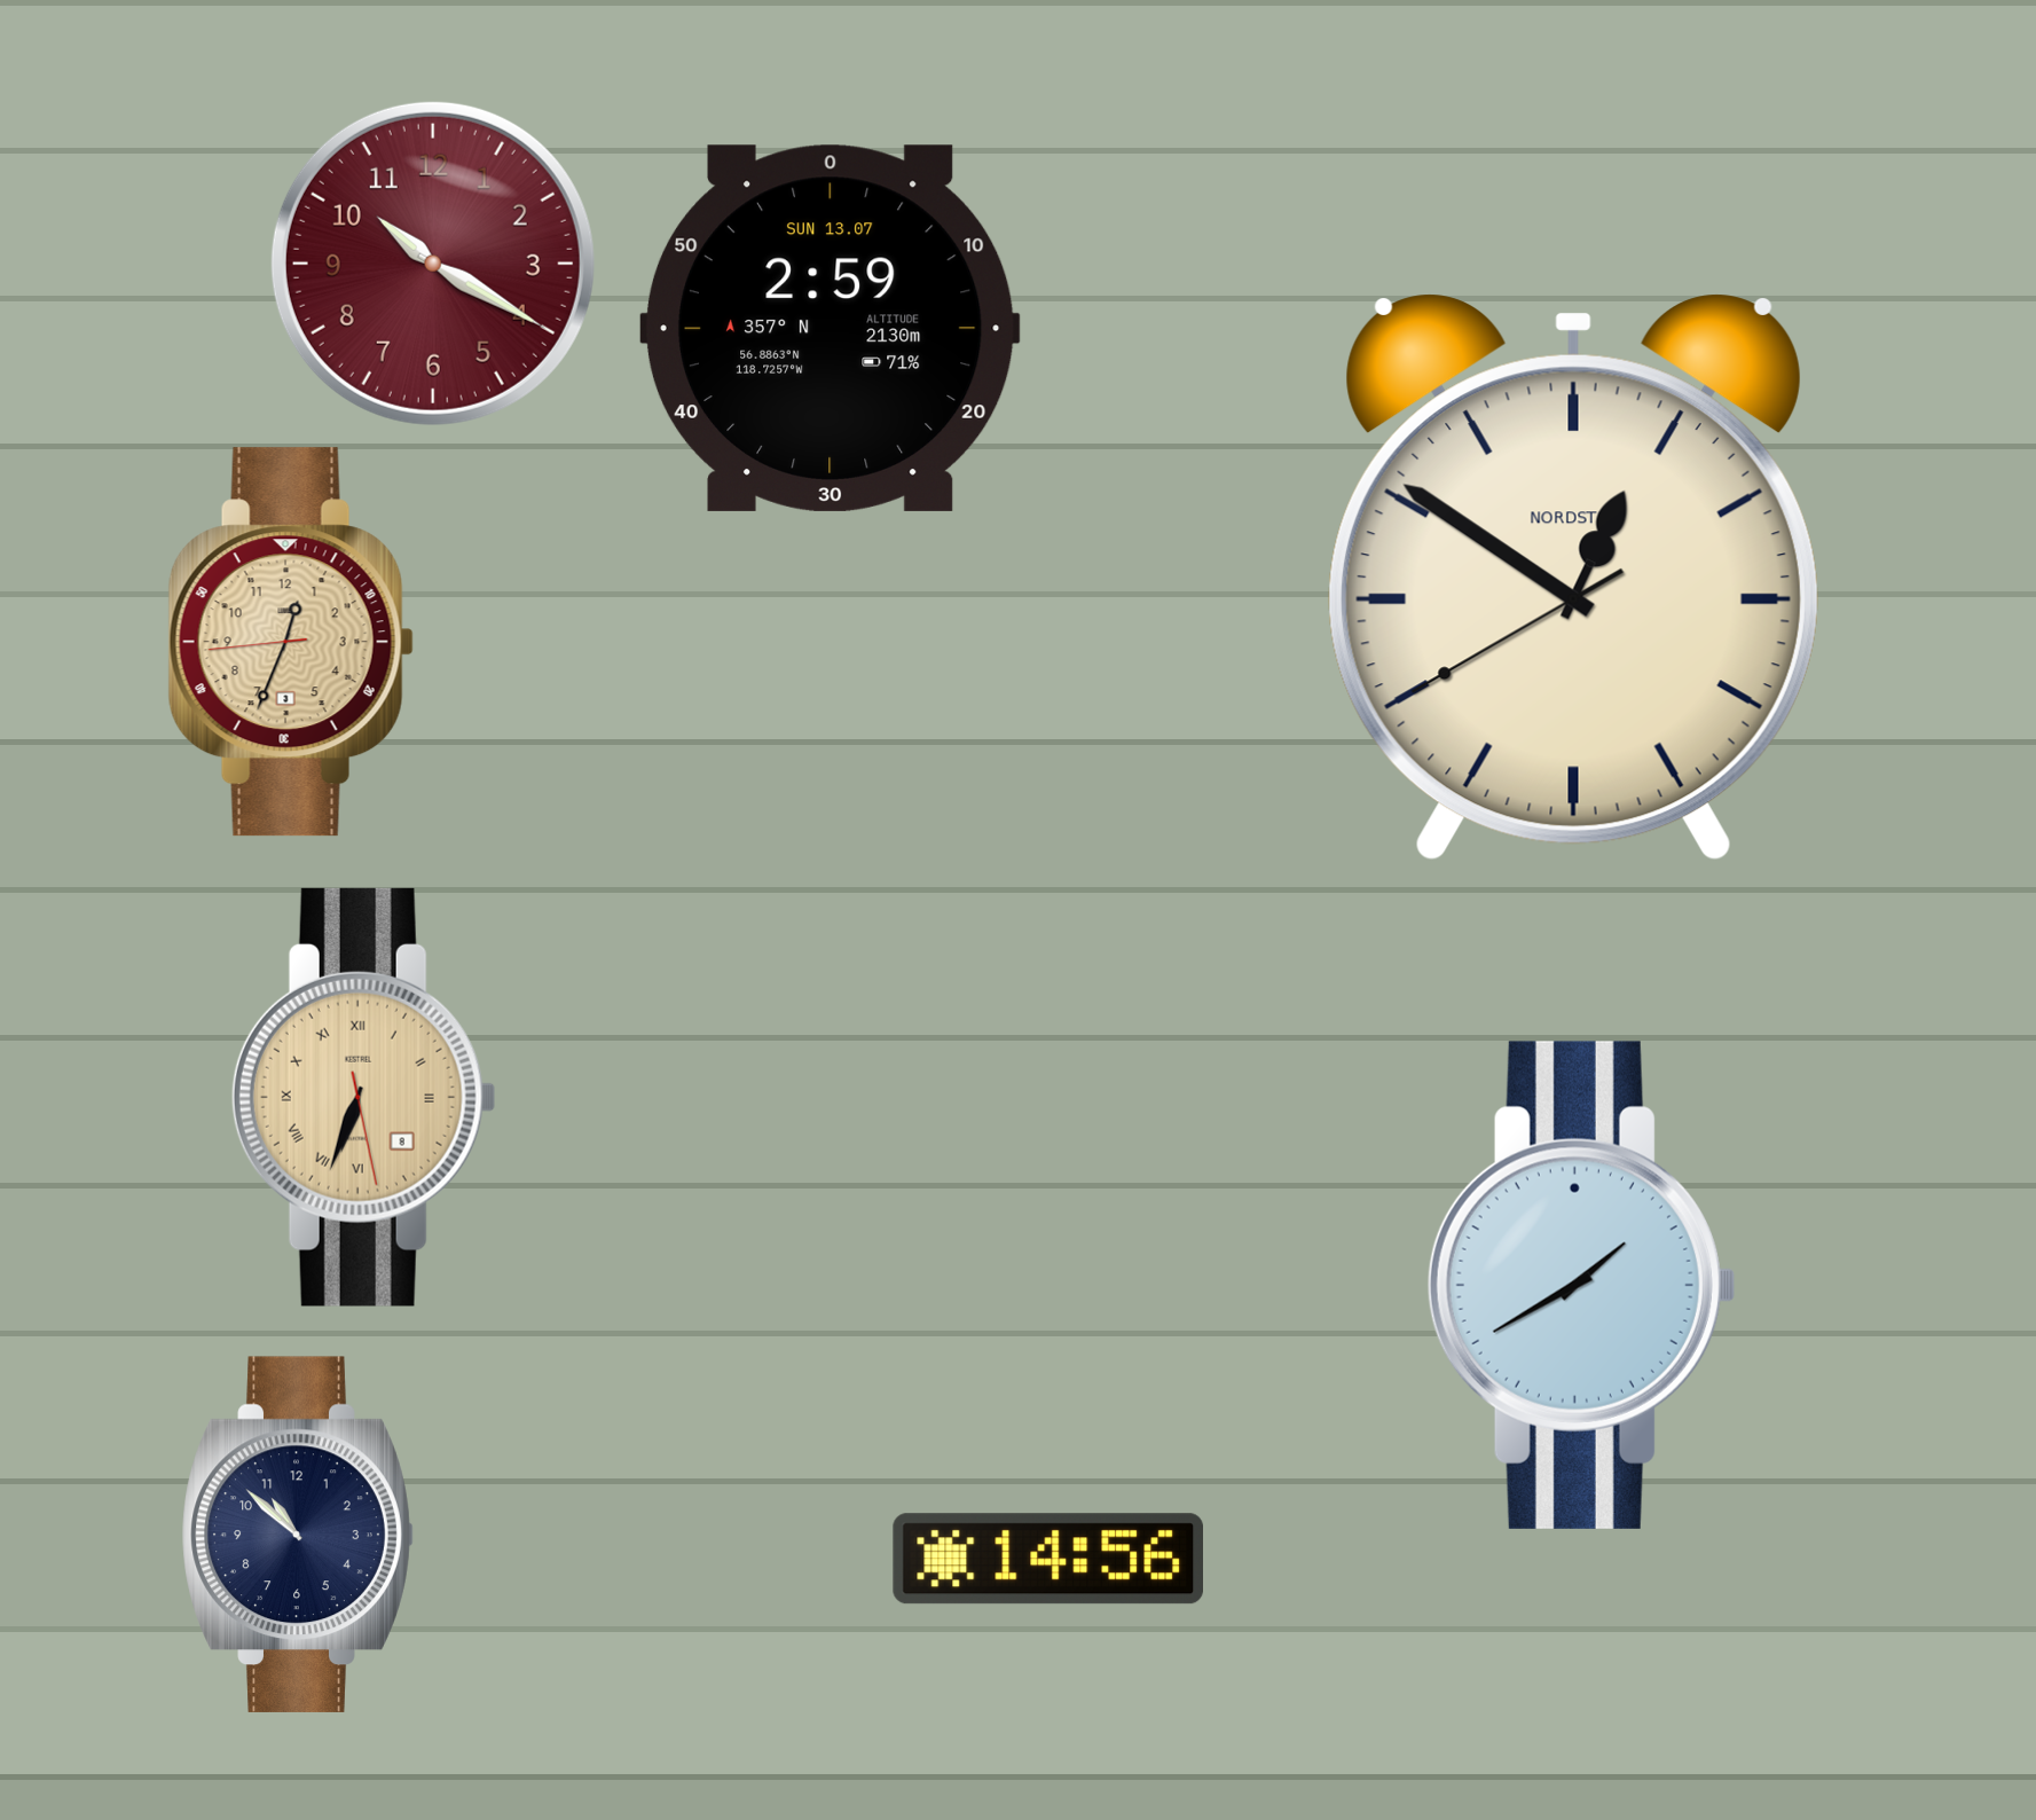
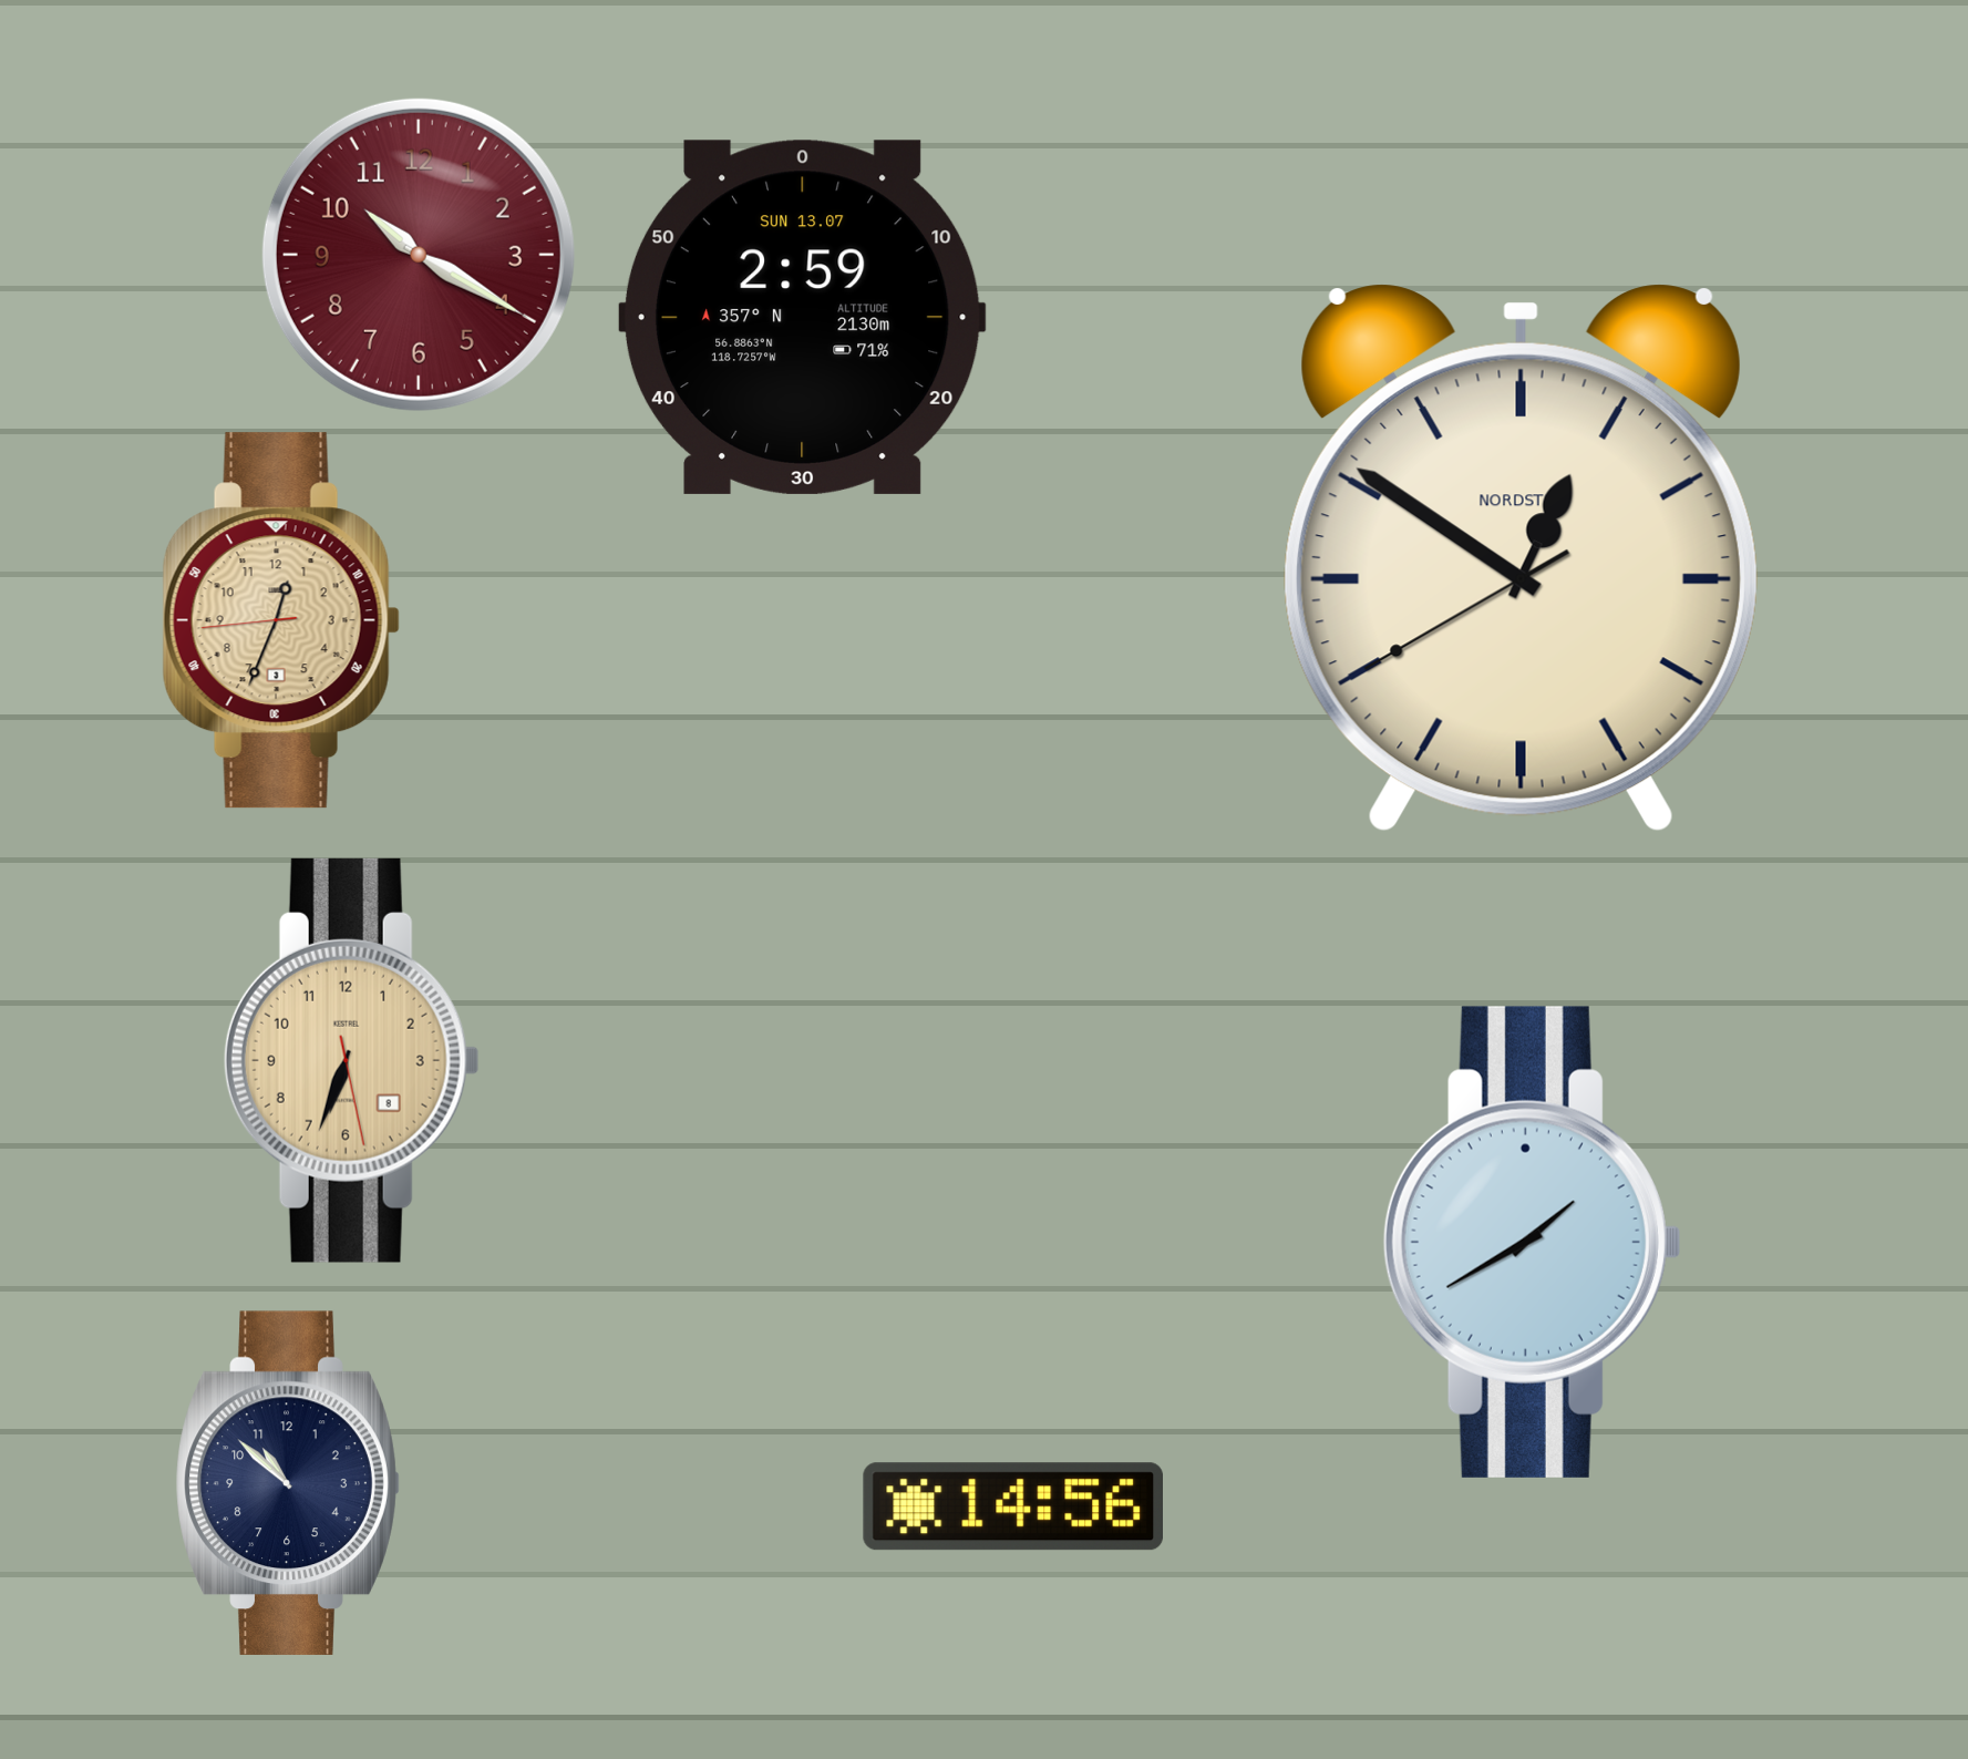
clock at (363, 1097) numerals: Roman -> Arabic
clock at (1581, 1285) position: (1581, 1285) -> (1532, 1242)
